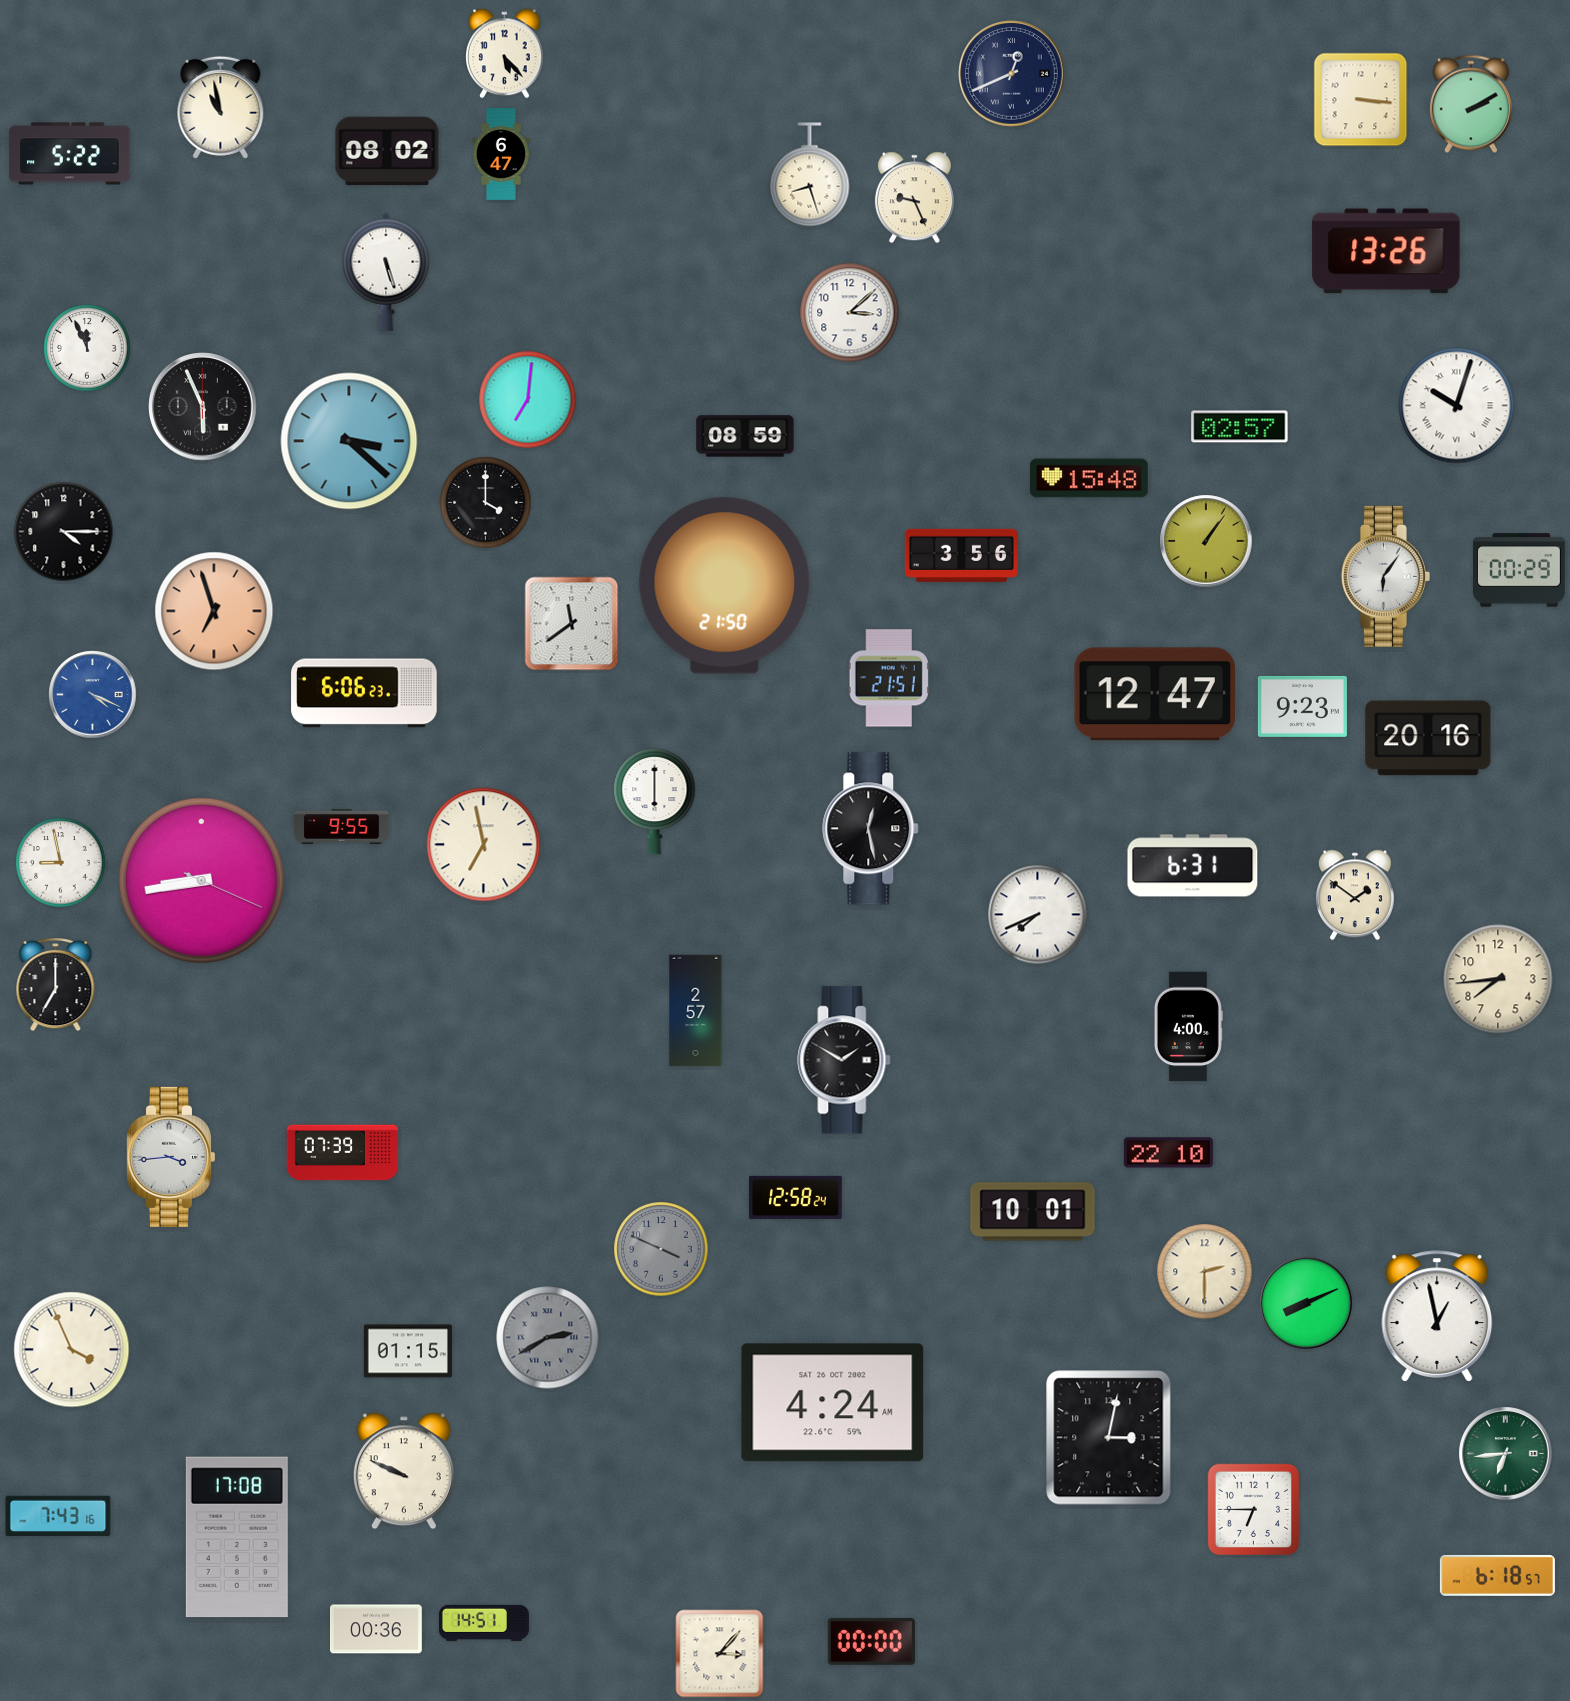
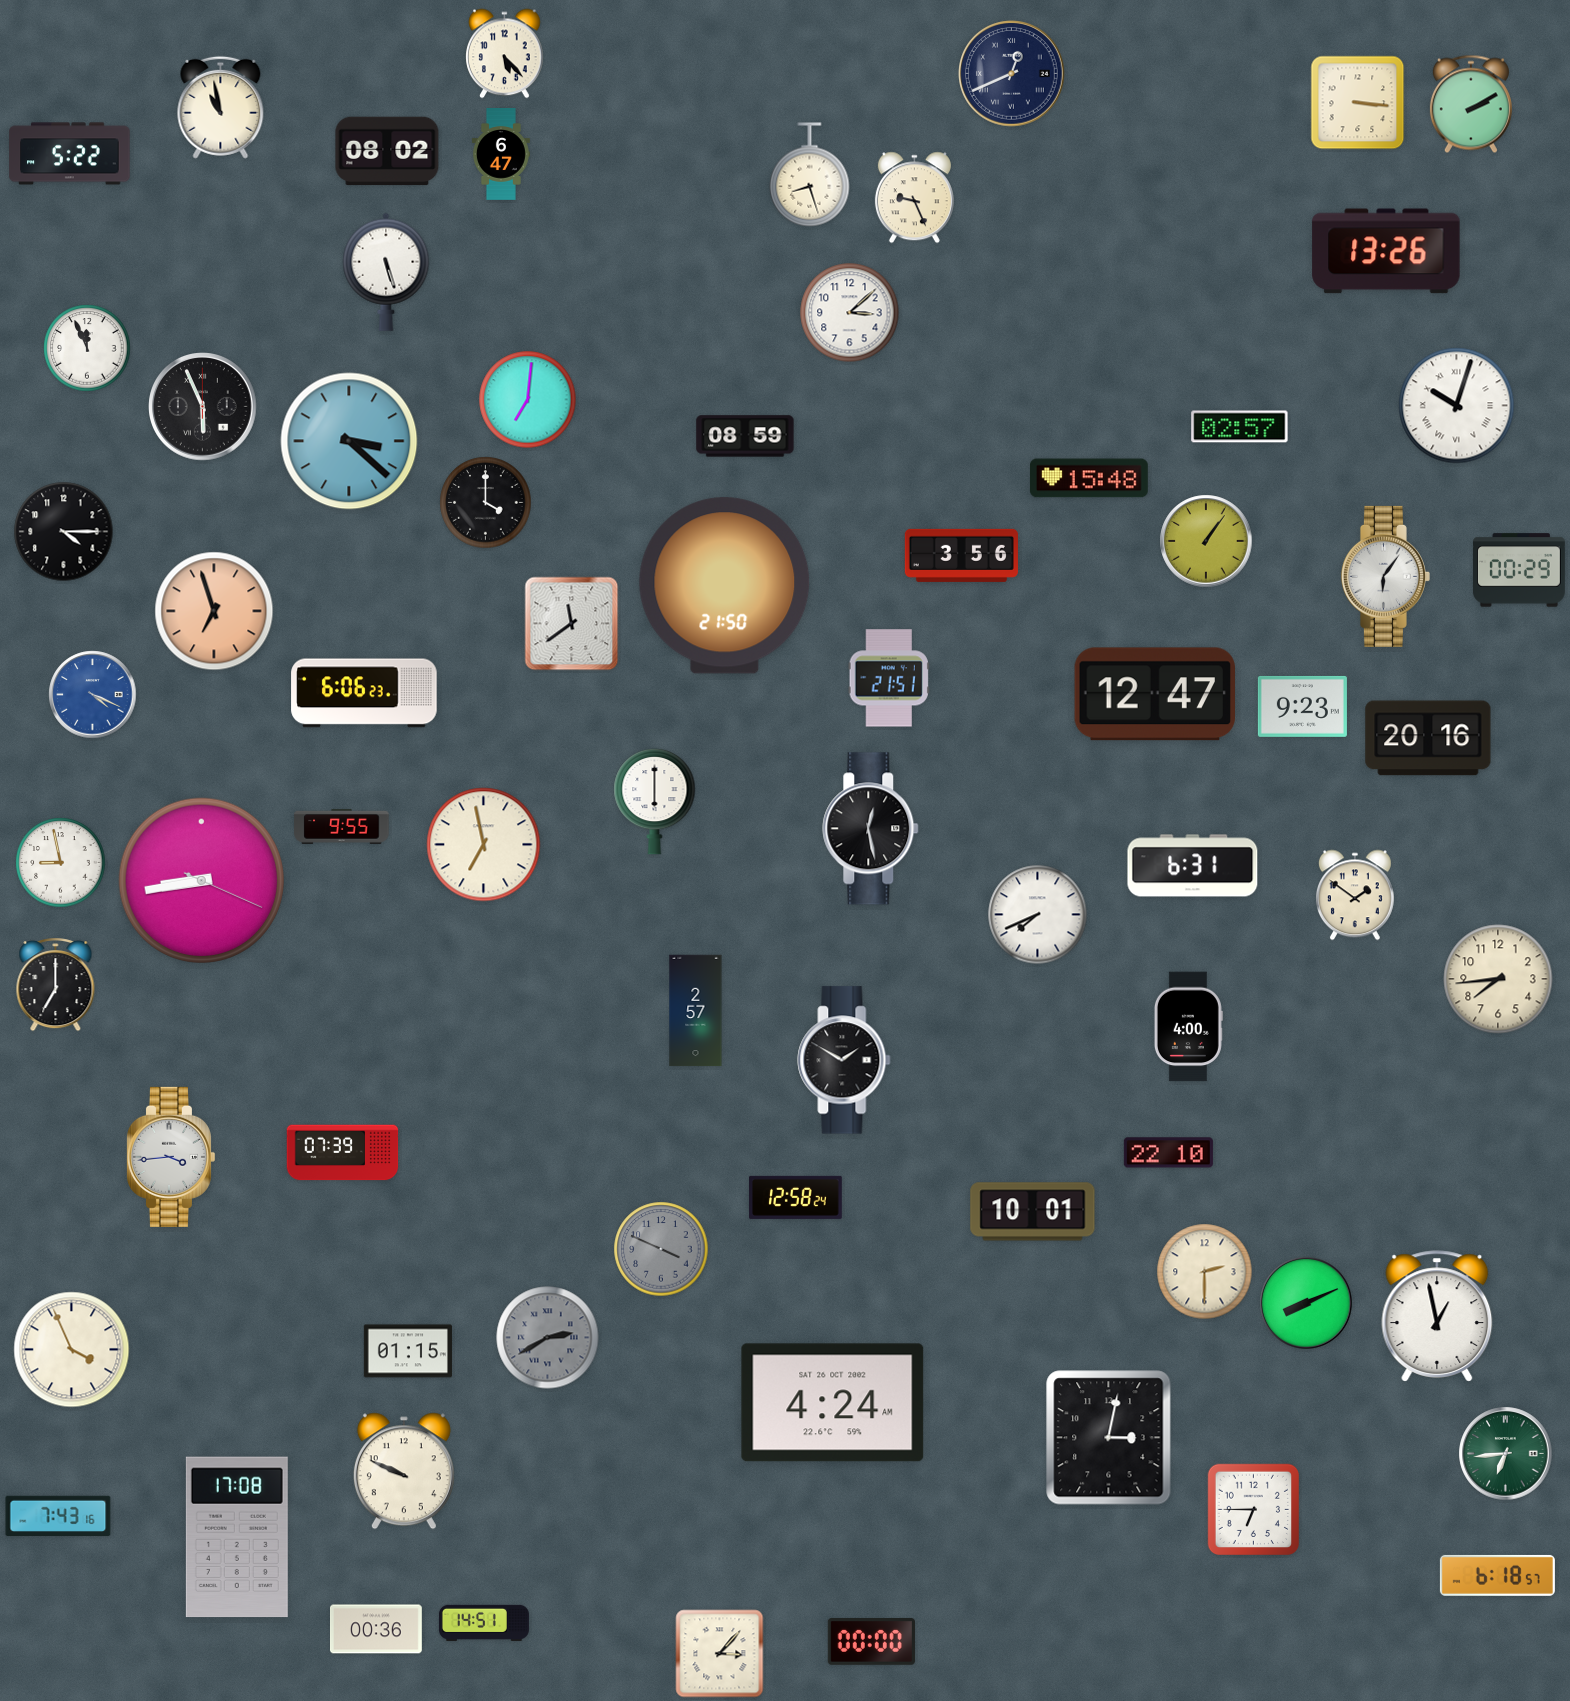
clock at (1361, 100) position: (1361, 100) -> (1358, 103)
